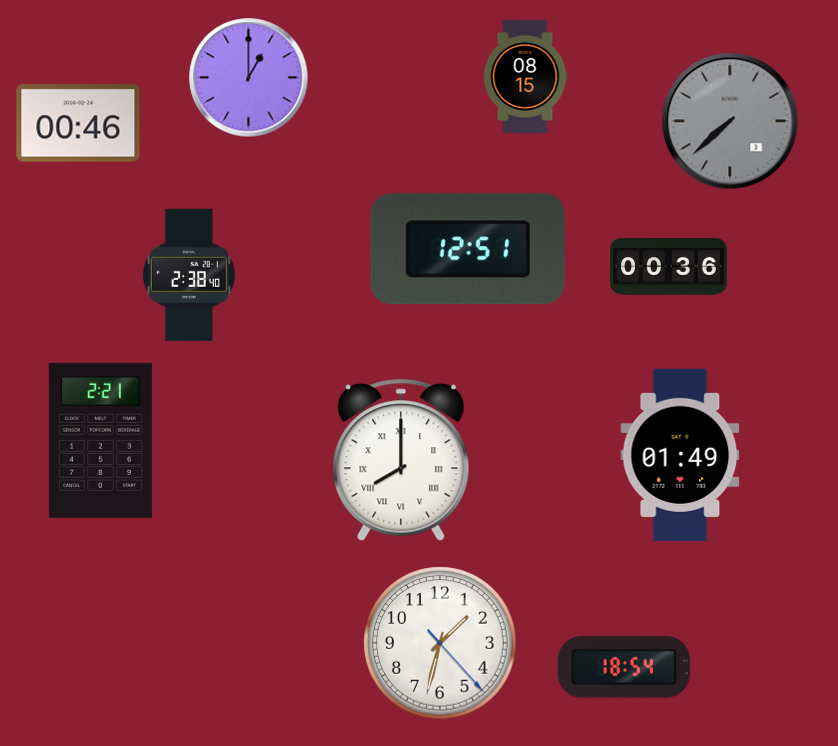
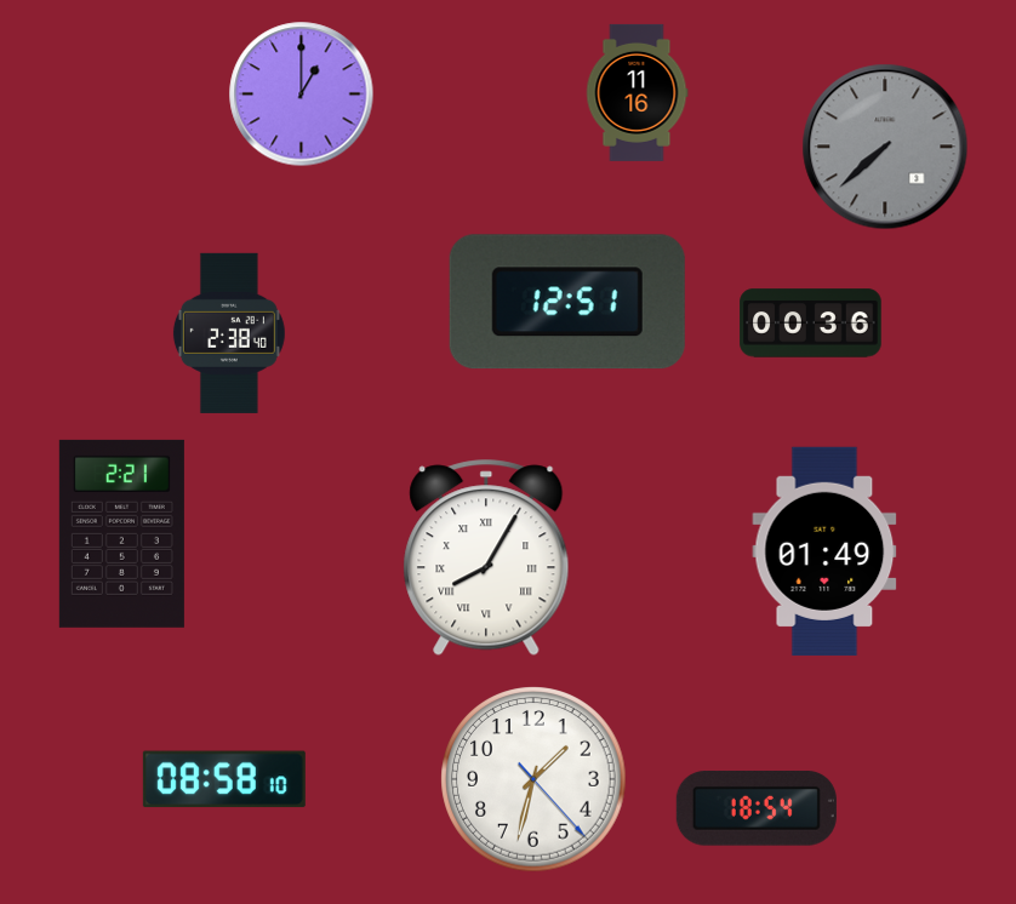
clock at (525, 76): 08:15 -> 11:16
clock at (78, 123): 00:46 -> none
clock at (401, 460): 8:00 -> 8:05
clock at (224, 779): none -> 08:58
